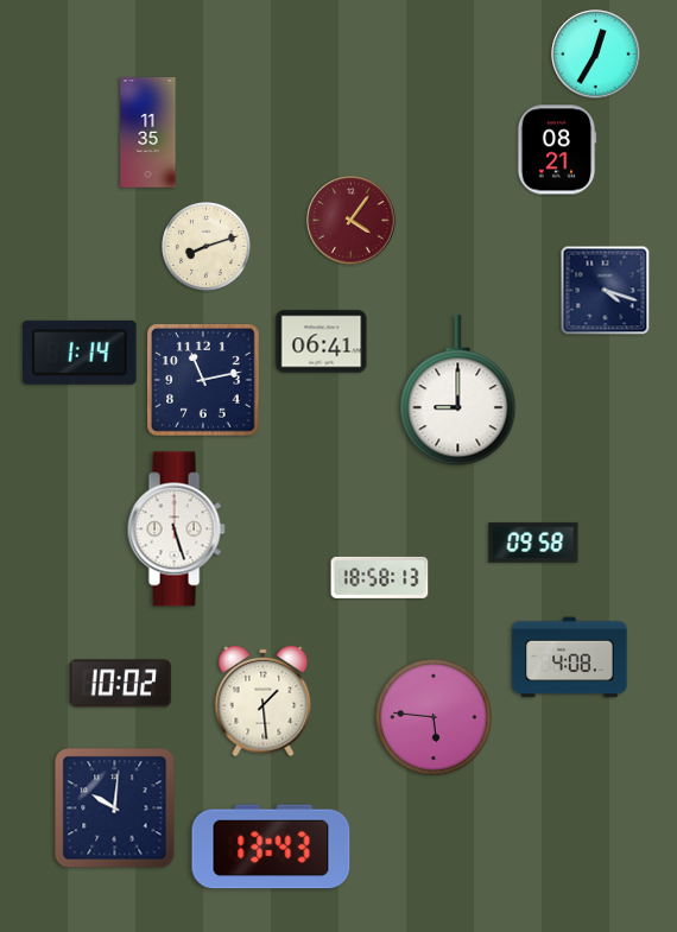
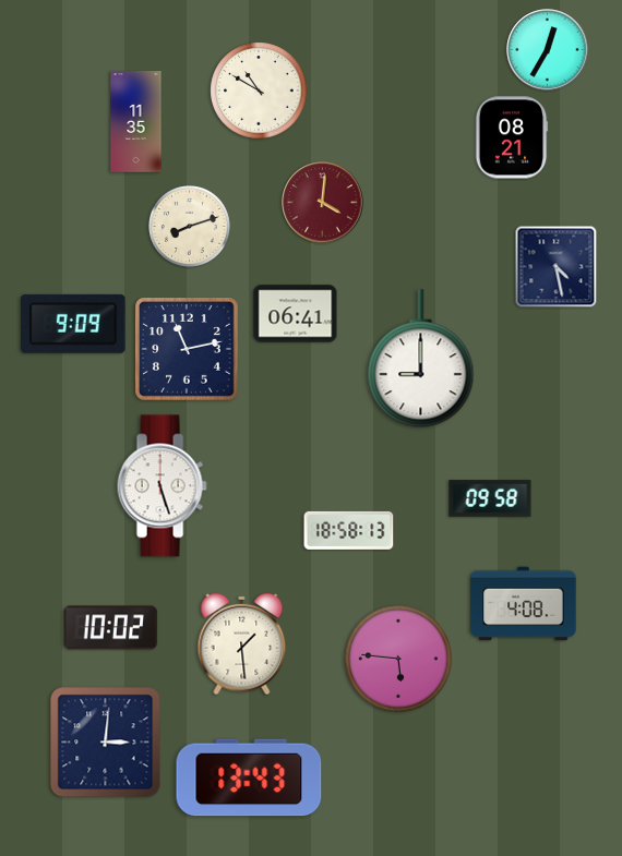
clock at (259, 91): none -> 10:50
clock at (352, 221): 4:06 -> 4:01
clock at (606, 291): 4:18 -> 4:28
clock at (80, 353): 1:14 -> 9:09
clock at (115, 809): 10:01 -> 3:01
